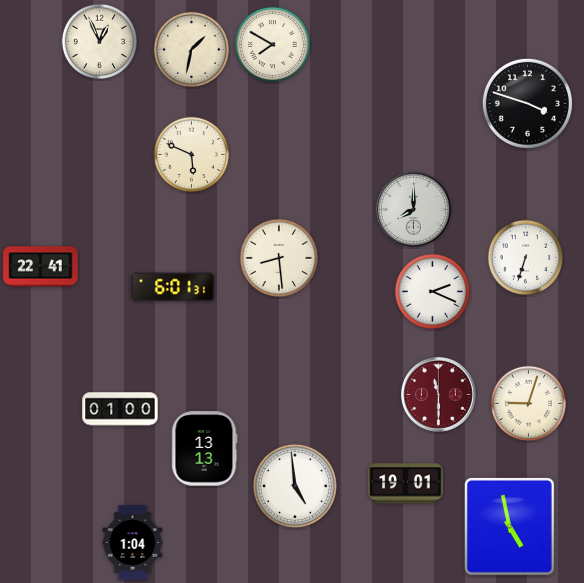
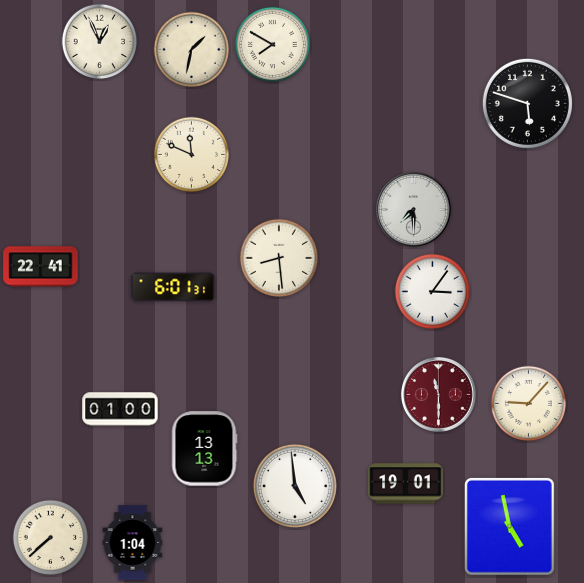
clock at (527, 103): 3:48 -> 5:48
clock at (192, 155): 5:49 -> 11:49
clock at (413, 209): 8:00 -> 7:30
clock at (526, 258): 6:33 -> none
clock at (433, 292): 2:19 -> 3:06
clock at (529, 404): 9:03 -> 9:07
clock at (51, 538): none -> 7:38
